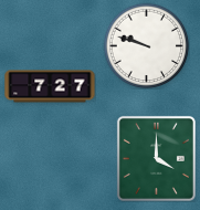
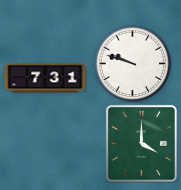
clock at (146, 45) position: (146, 45) -> (132, 63)
clock at (50, 86): 7:27 -> 7:31
